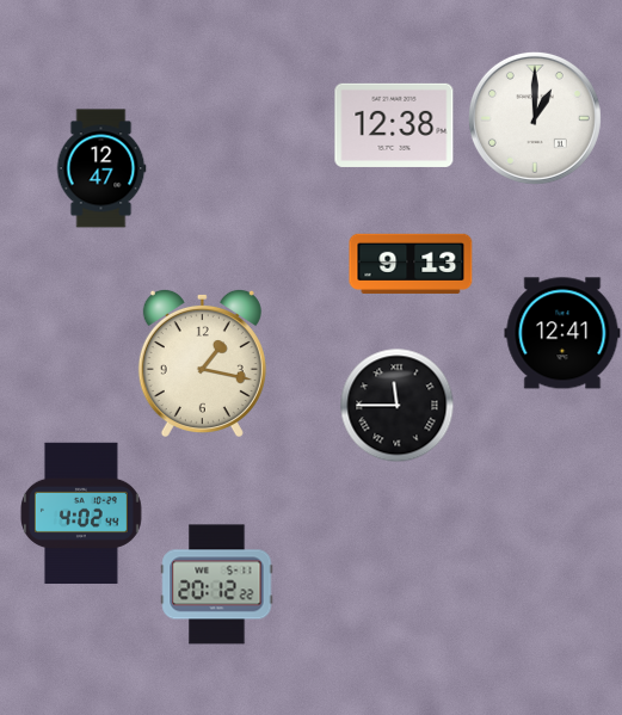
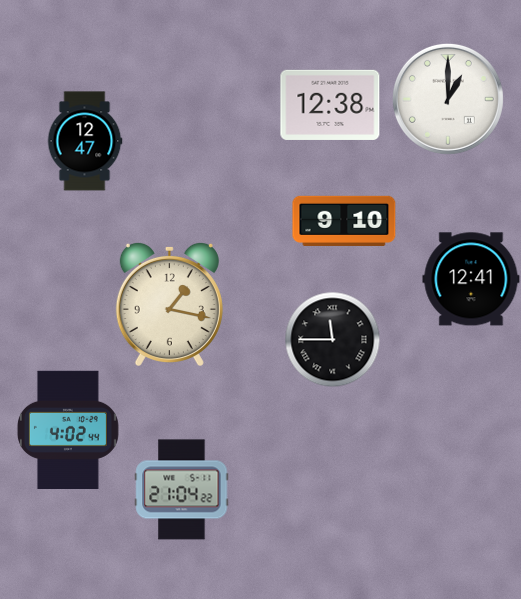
clock at (411, 264): 9:13 -> 9:10
clock at (217, 585): 20:12 -> 21:04
